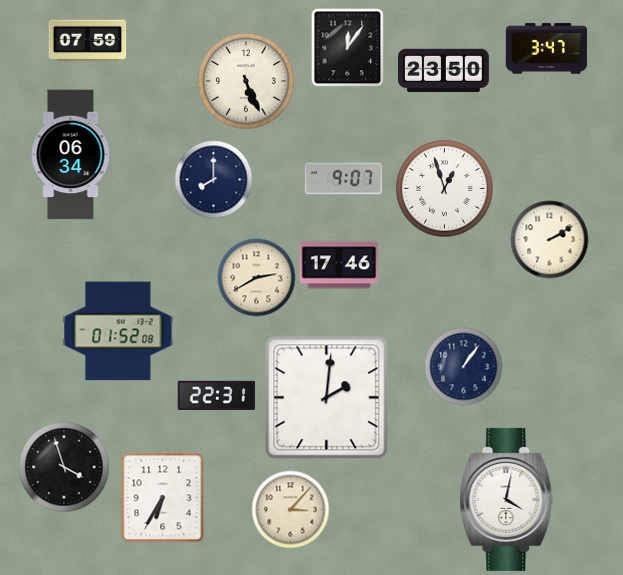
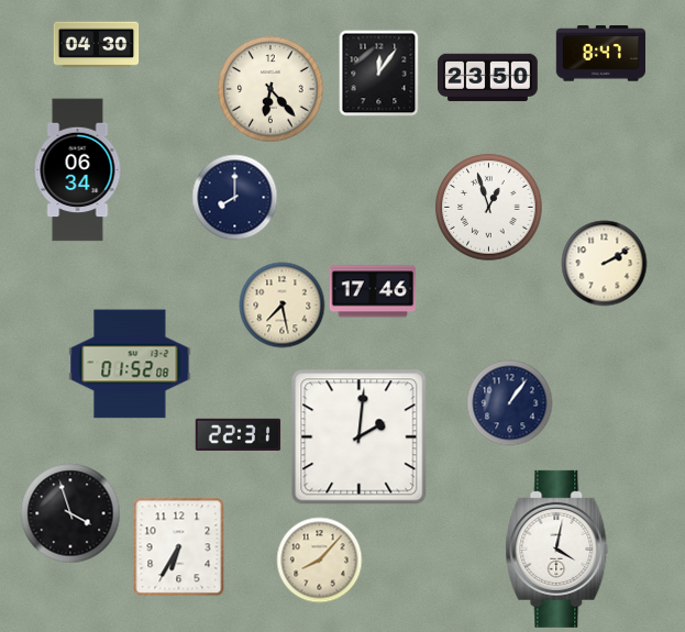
clock at (87, 41): 07:59 -> 04:30
clock at (348, 47) position: (348, 47) -> (379, 73)
clock at (546, 49): 3:47 -> 8:47
clock at (246, 81): 5:26 -> 6:23
clock at (343, 179): 9:07 -> none
clock at (256, 277): 2:40 -> 7:28
clock at (290, 509): 3:07 -> 8:07
